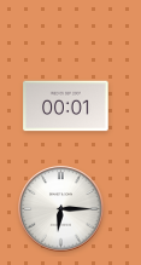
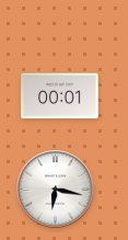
clock at (61, 209): 6:15 -> 6:17
